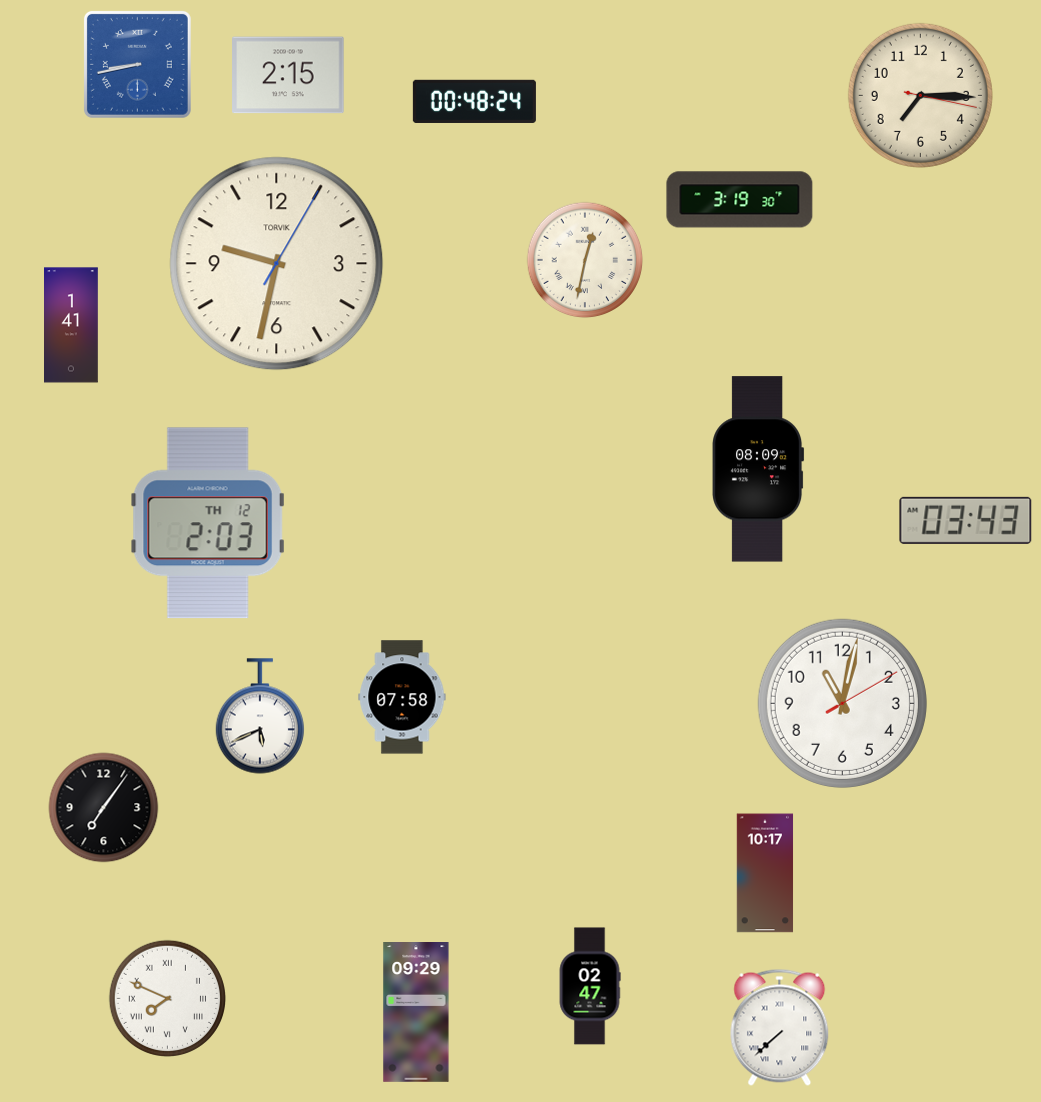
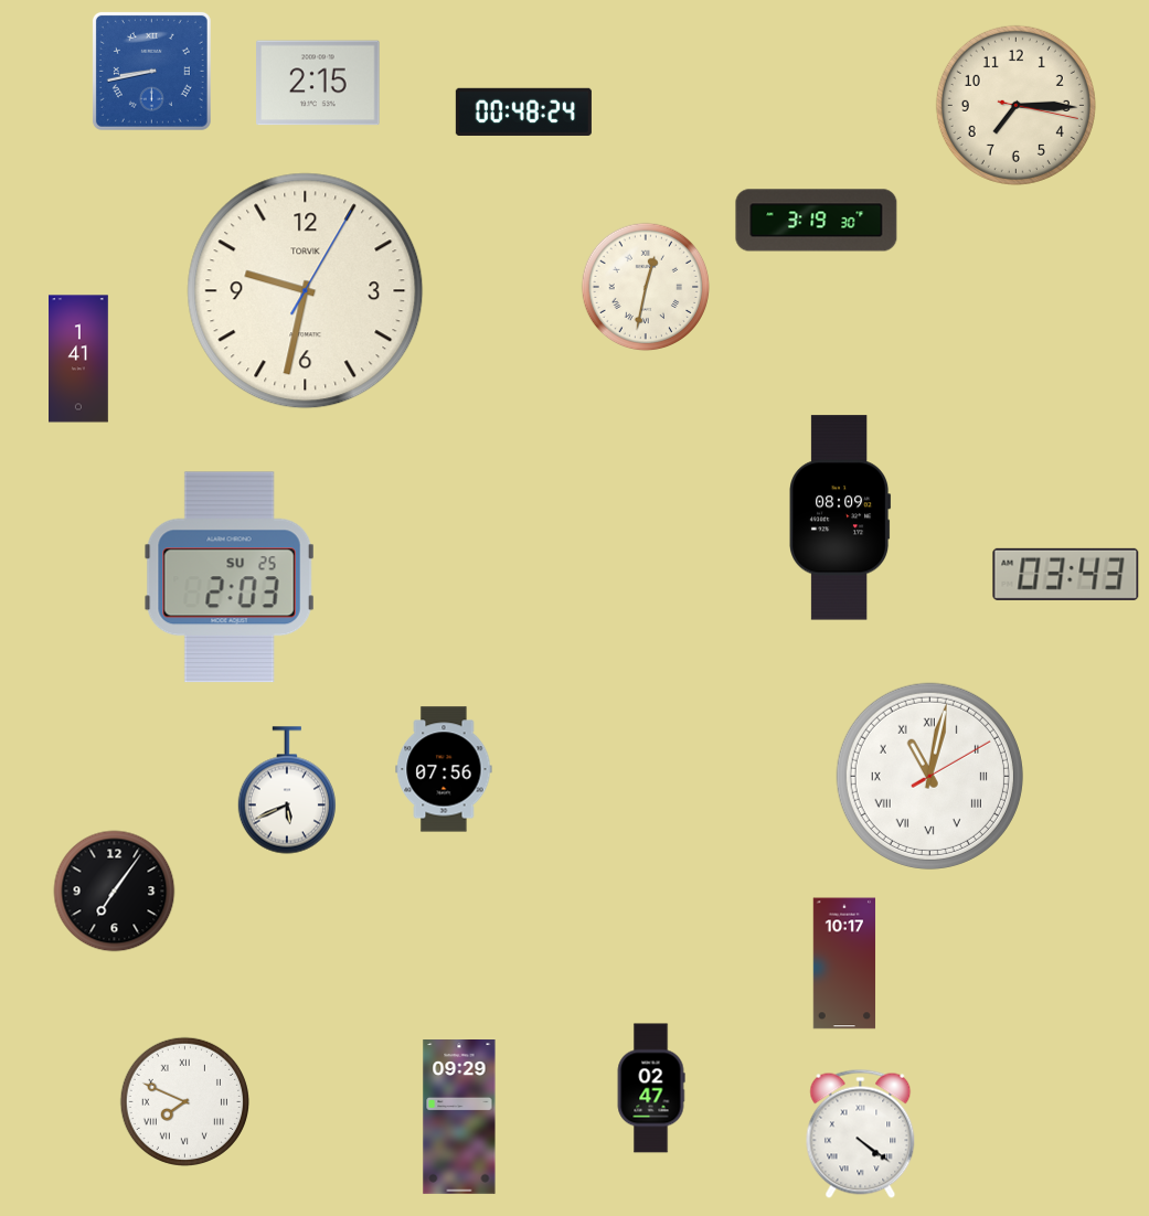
clock at (758, 469) position: (758, 469) -> (840, 518)
clock at (208, 523) date: TH 12 -> SU 25
clock at (402, 697): 07:58 -> 07:56
clock at (842, 703) numerals: Arabic -> Roman
clock at (780, 1027): 7:38 -> 4:21
